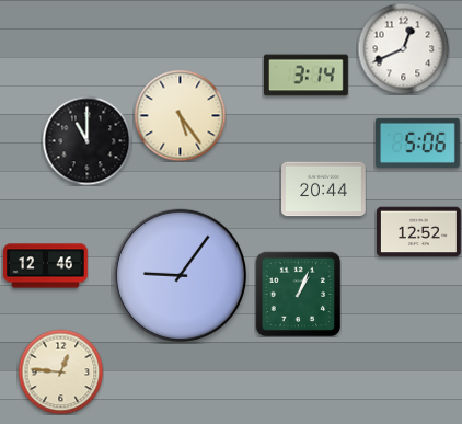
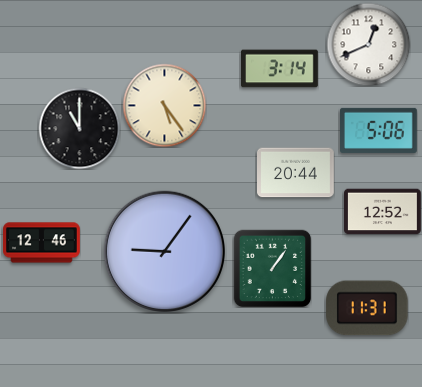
clock at (418, 142) position: (418, 142) -> (379, 130)
clock at (298, 294): 1:04 -> 1:06
clock at (367, 308): none -> 11:31
clock at (60, 371): 12:46 -> none
